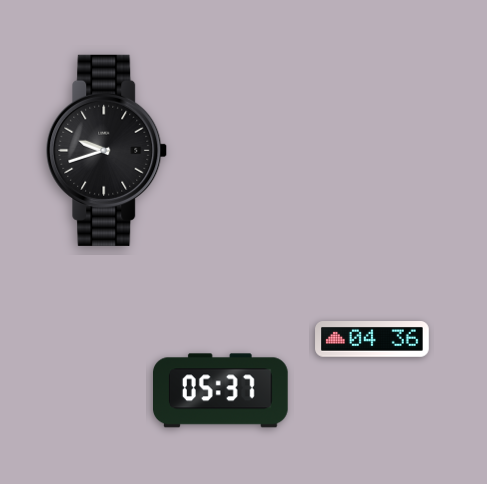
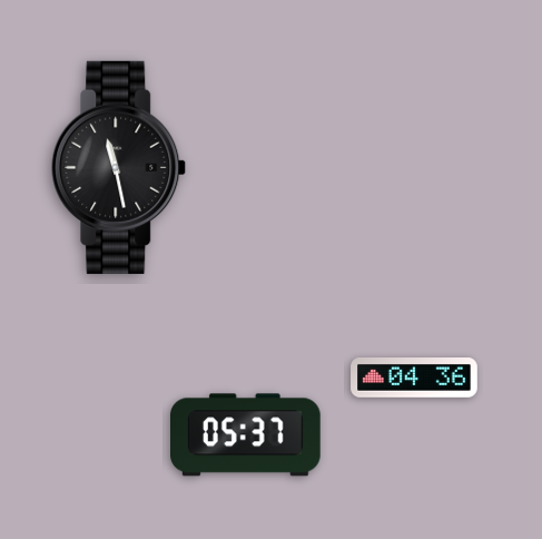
clock at (107, 150): 9:42 -> 11:28
